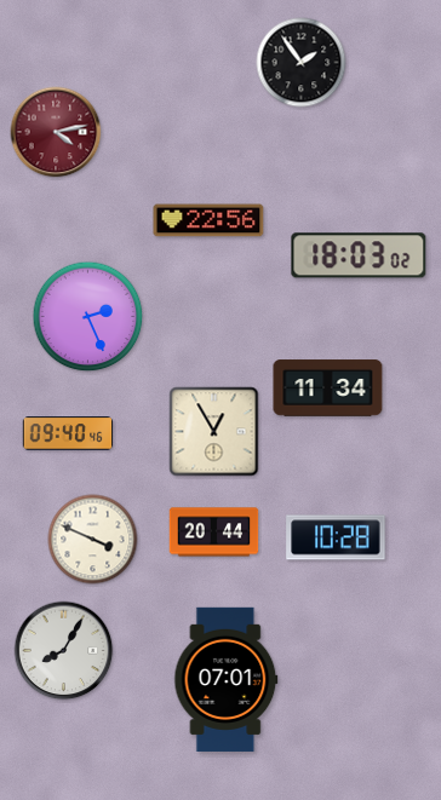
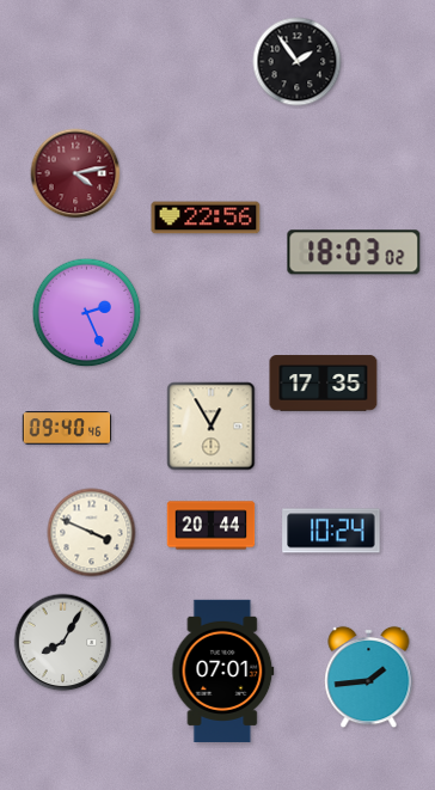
clock at (56, 132) position: (56, 132) -> (75, 173)
clock at (328, 389): 11:34 -> 17:35
clock at (336, 537): 10:28 -> 10:24
clock at (369, 678): none -> 1:44
